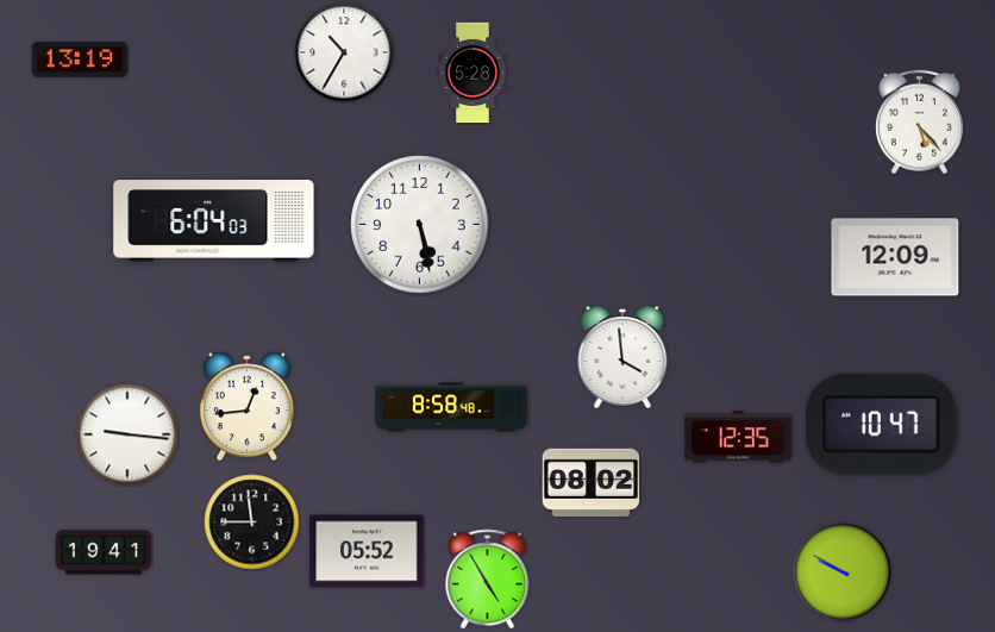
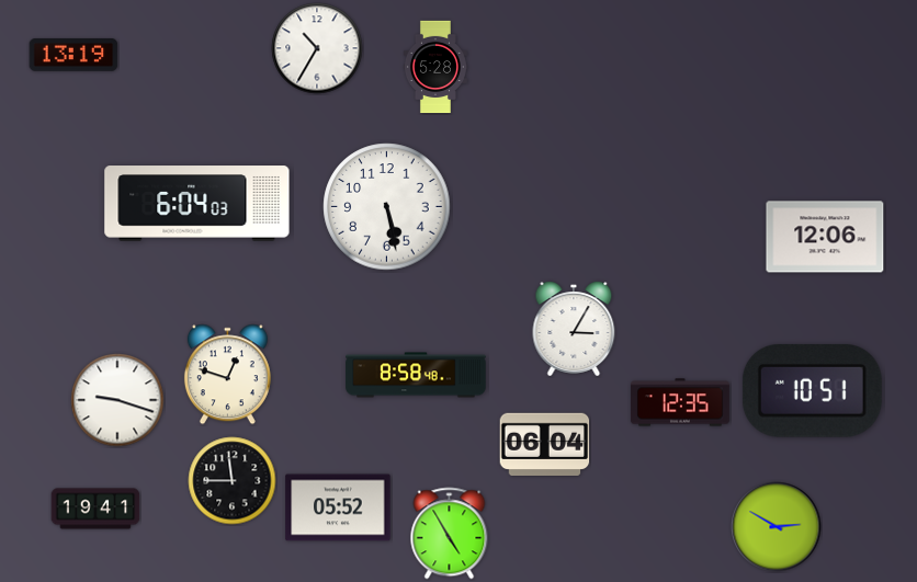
clock at (919, 123): 5:23 -> none
clock at (895, 257): 12:09 -> 12:06
clock at (622, 357): 3:59 -> 3:05
clock at (246, 407): 12:44 -> 12:48
clock at (881, 424): 10:47 -> 10:51
clock at (127, 434): 9:16 -> 9:18
clock at (592, 482): 08:02 -> 06:04
clock at (843, 572): 9:50 -> 2:50
